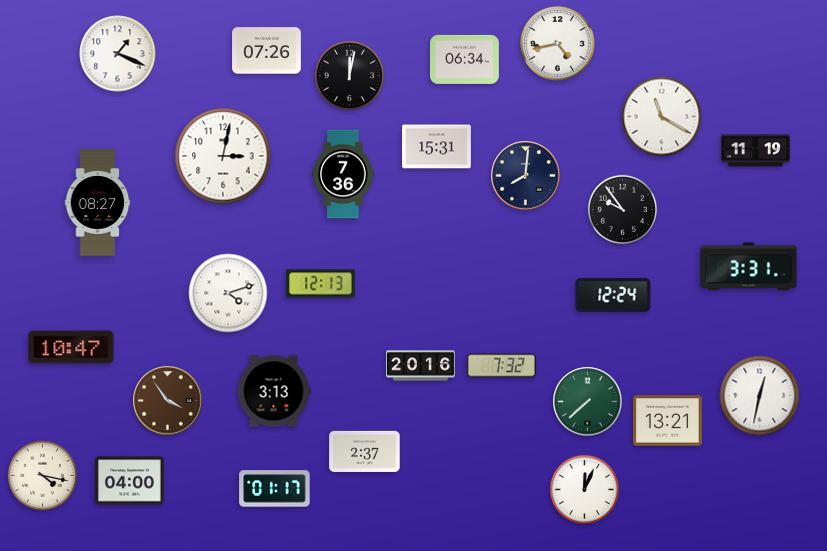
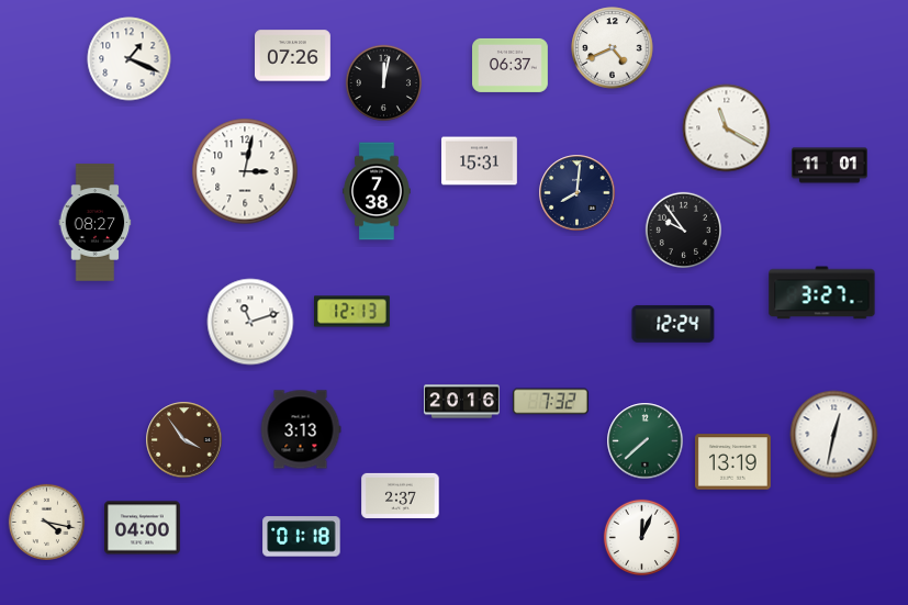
clock at (558, 44): 4:43 -> 4:41
clock at (465, 59): 06:34 -> 06:37
clock at (756, 151): 11:19 -> 11:01
clock at (343, 174): 7:36 -> 7:38
clock at (98, 203) position: (98, 203) -> (96, 223)
clock at (749, 267): 3:31 -> 3:27
clock at (228, 293): 4:12 -> 11:12
clock at (71, 347): 10:47 -> none
clock at (668, 421): 13:21 -> 13:19
clock at (275, 489): 01:17 -> 01:18
